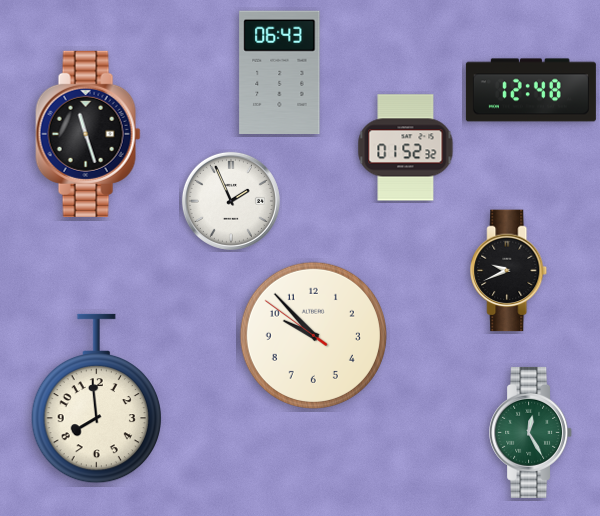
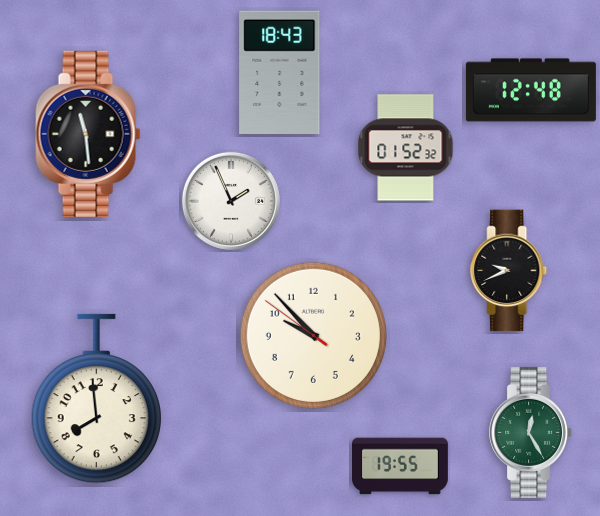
clock at (280, 73): 06:43 -> 18:43
clock at (88, 134): 11:27 -> 11:29
clock at (401, 466): none -> 19:55
